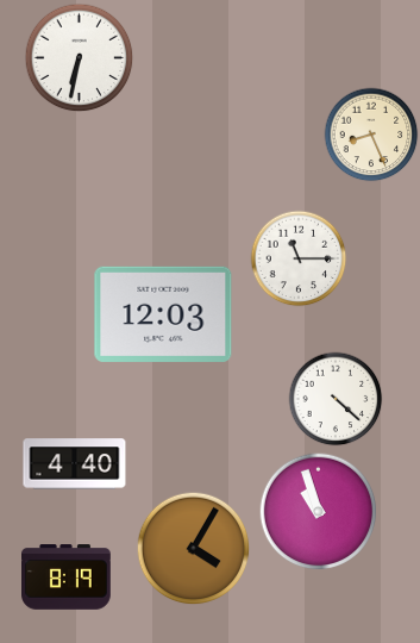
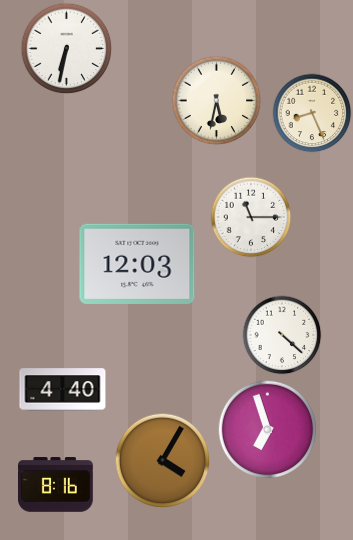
clock at (217, 101): none -> 5:32
clock at (319, 512): 10:57 -> 6:57
clock at (67, 578): 8:19 -> 8:16
